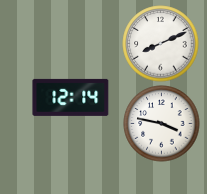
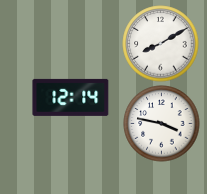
clock at (161, 44): 8:11 -> 8:10
